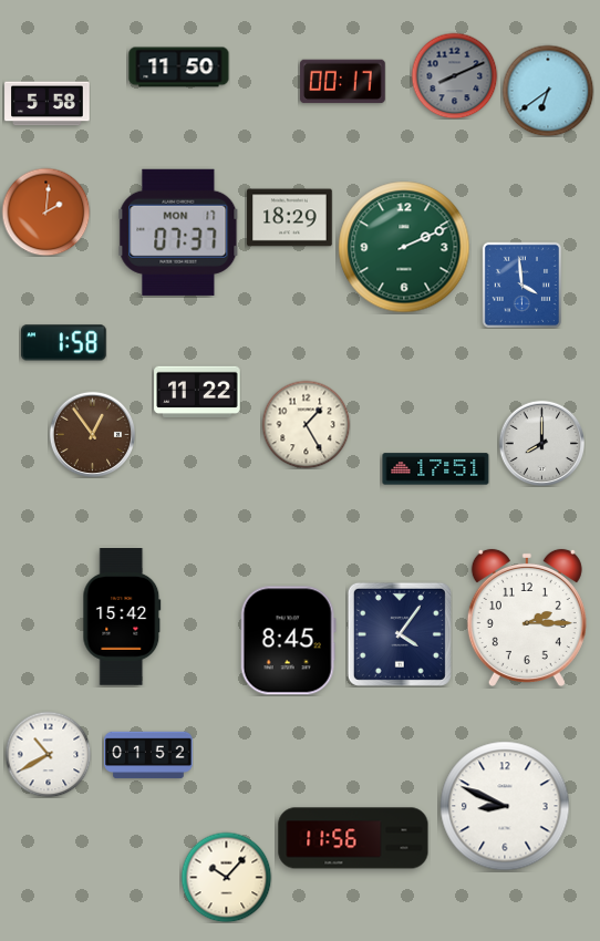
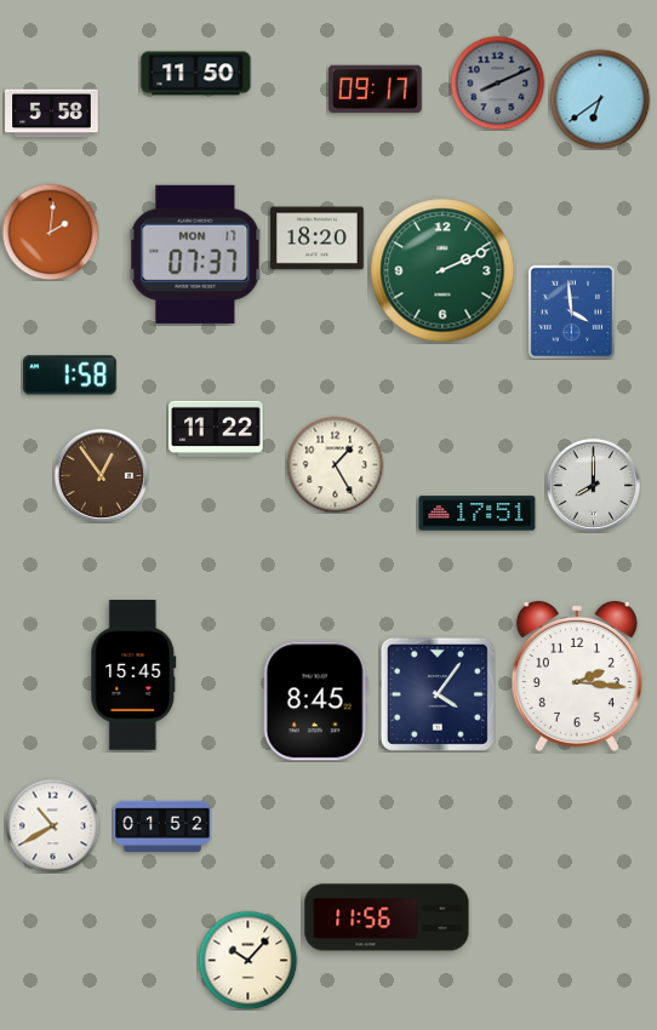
clock at (343, 82): 00:17 -> 09:17
clock at (290, 218): 18:29 -> 18:20
clock at (122, 618): 15:42 -> 15:45
clock at (527, 618): 2:15 -> 2:16
clock at (505, 806): 8:49 -> none
